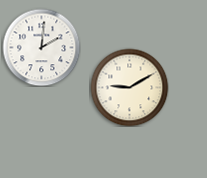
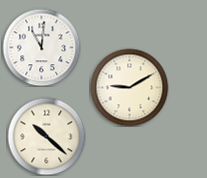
clock at (41, 47): 2:01 -> 11:01
clock at (46, 136): none -> 10:22
